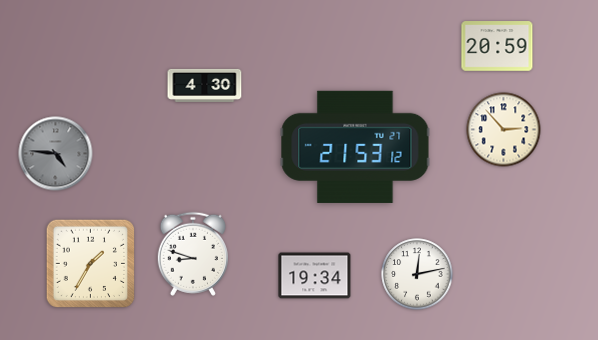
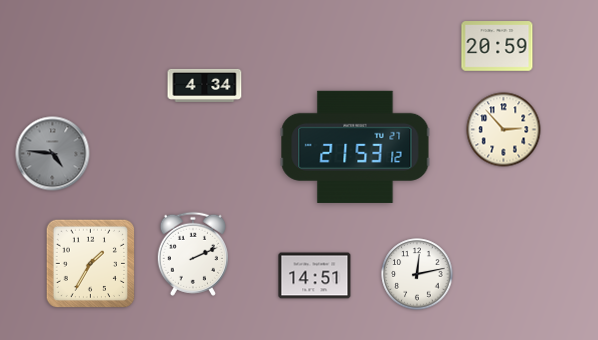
clock at (205, 85): 4:30 -> 4:34
clock at (56, 154) position: (56, 154) -> (53, 154)
clock at (193, 254): 8:48 -> 2:11
clock at (315, 276): 19:34 -> 14:51
